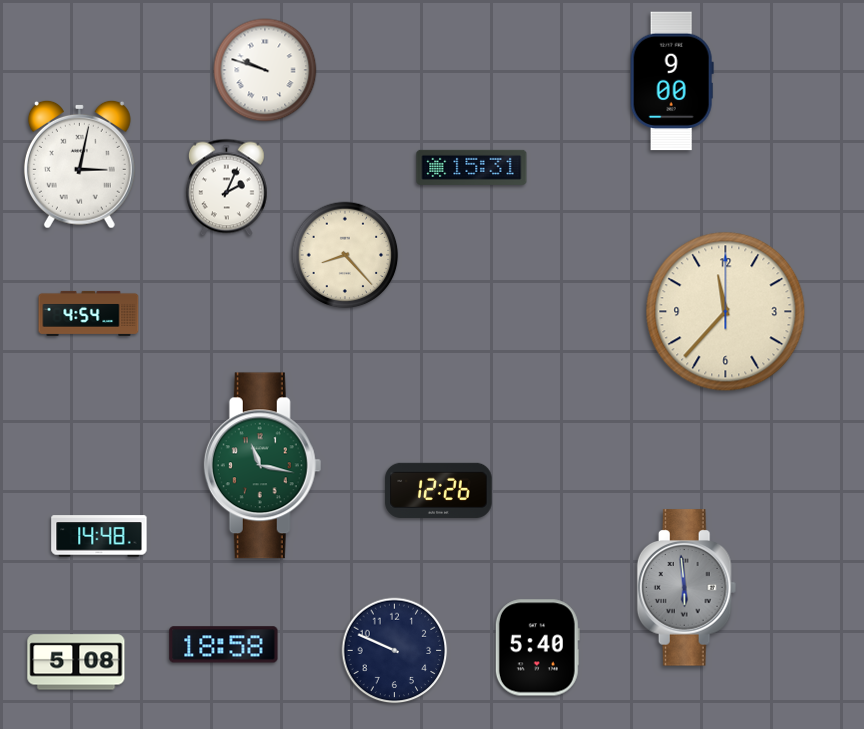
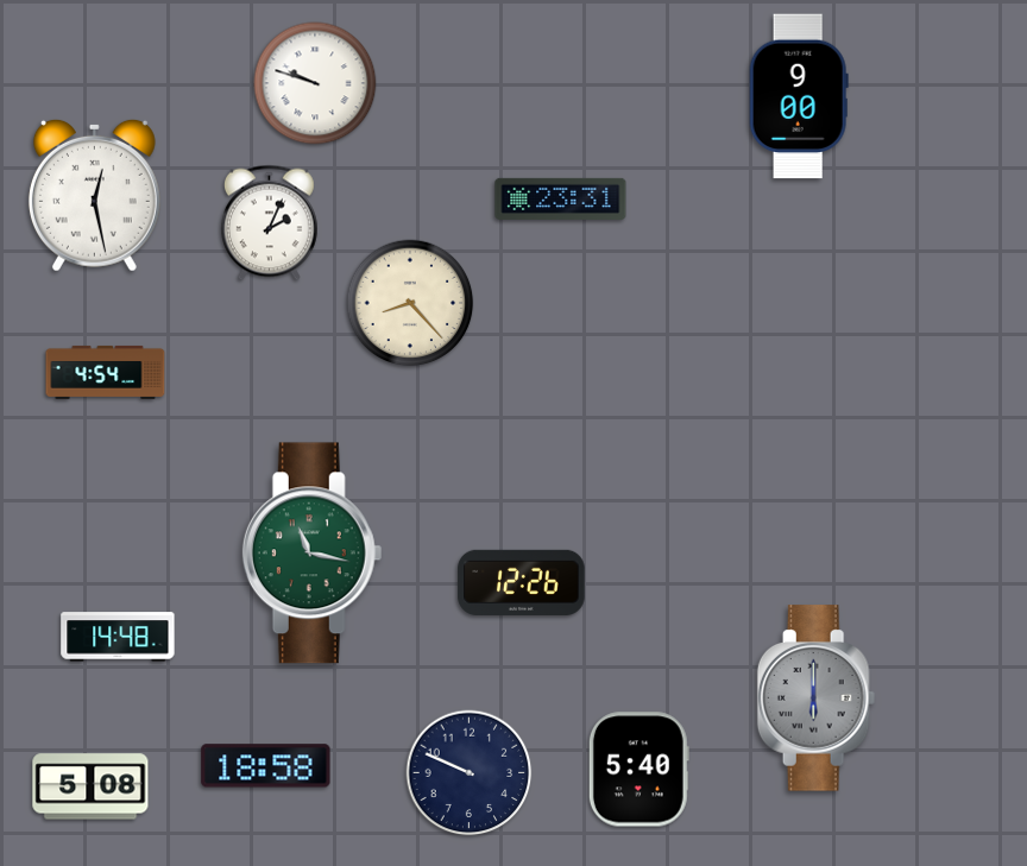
clock at (79, 164): 3:02 -> 12:28
clock at (472, 167): 15:31 -> 23:31
clock at (726, 312): 11:37 -> none
clock at (687, 588): 5:59 -> 6:00
